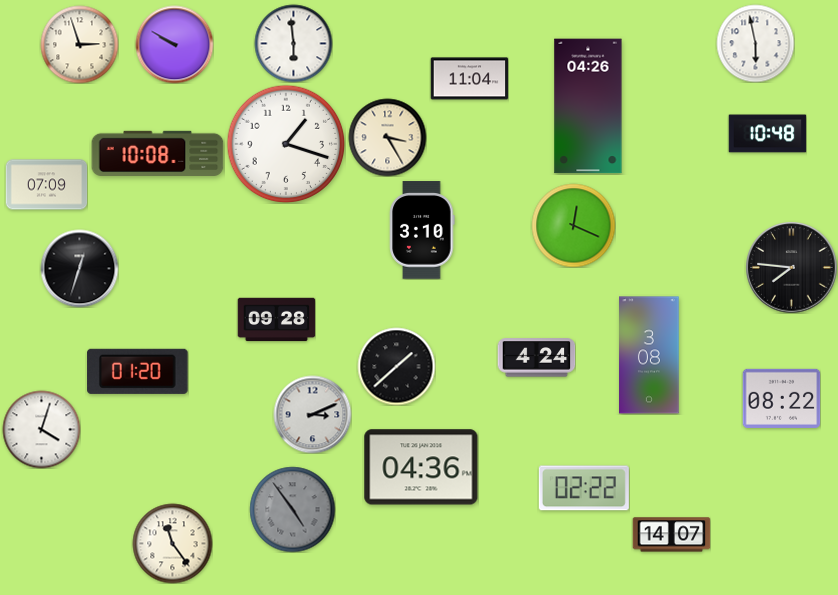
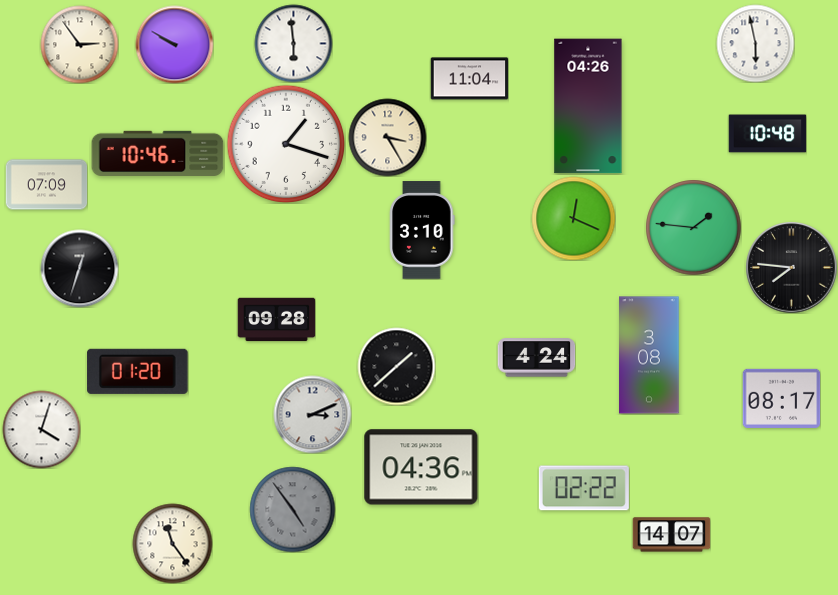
clock at (79, 44): 2:57 -> 2:54
clock at (158, 153): 10:08 -> 10:46
clock at (573, 225) position: (573, 225) -> (573, 218)
clock at (693, 227): none -> 1:46
clock at (781, 398): 08:22 -> 08:17
